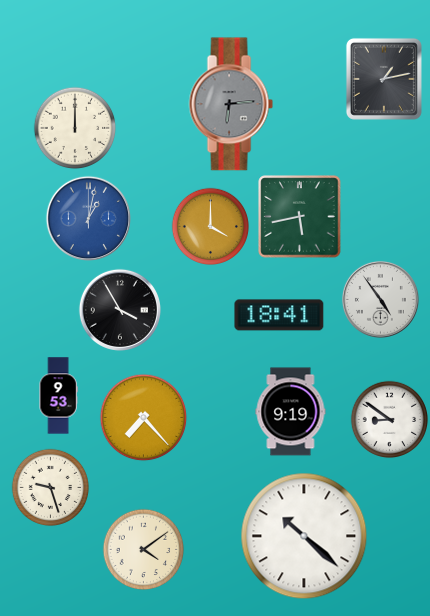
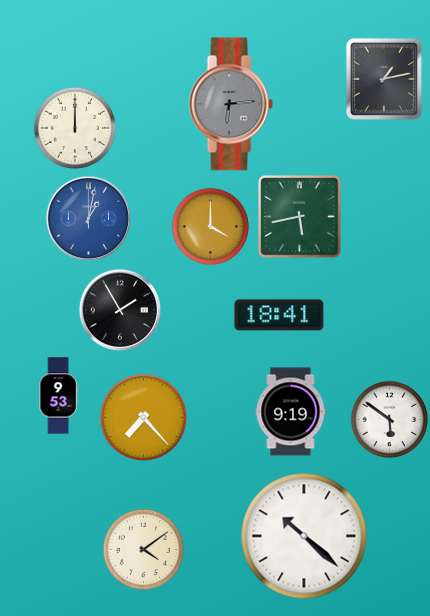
clock at (380, 299): 4:54 -> none
clock at (120, 310): 3:55 -> 1:55
clock at (389, 419): 8:51 -> 5:51
clock at (50, 487): 9:27 -> none
